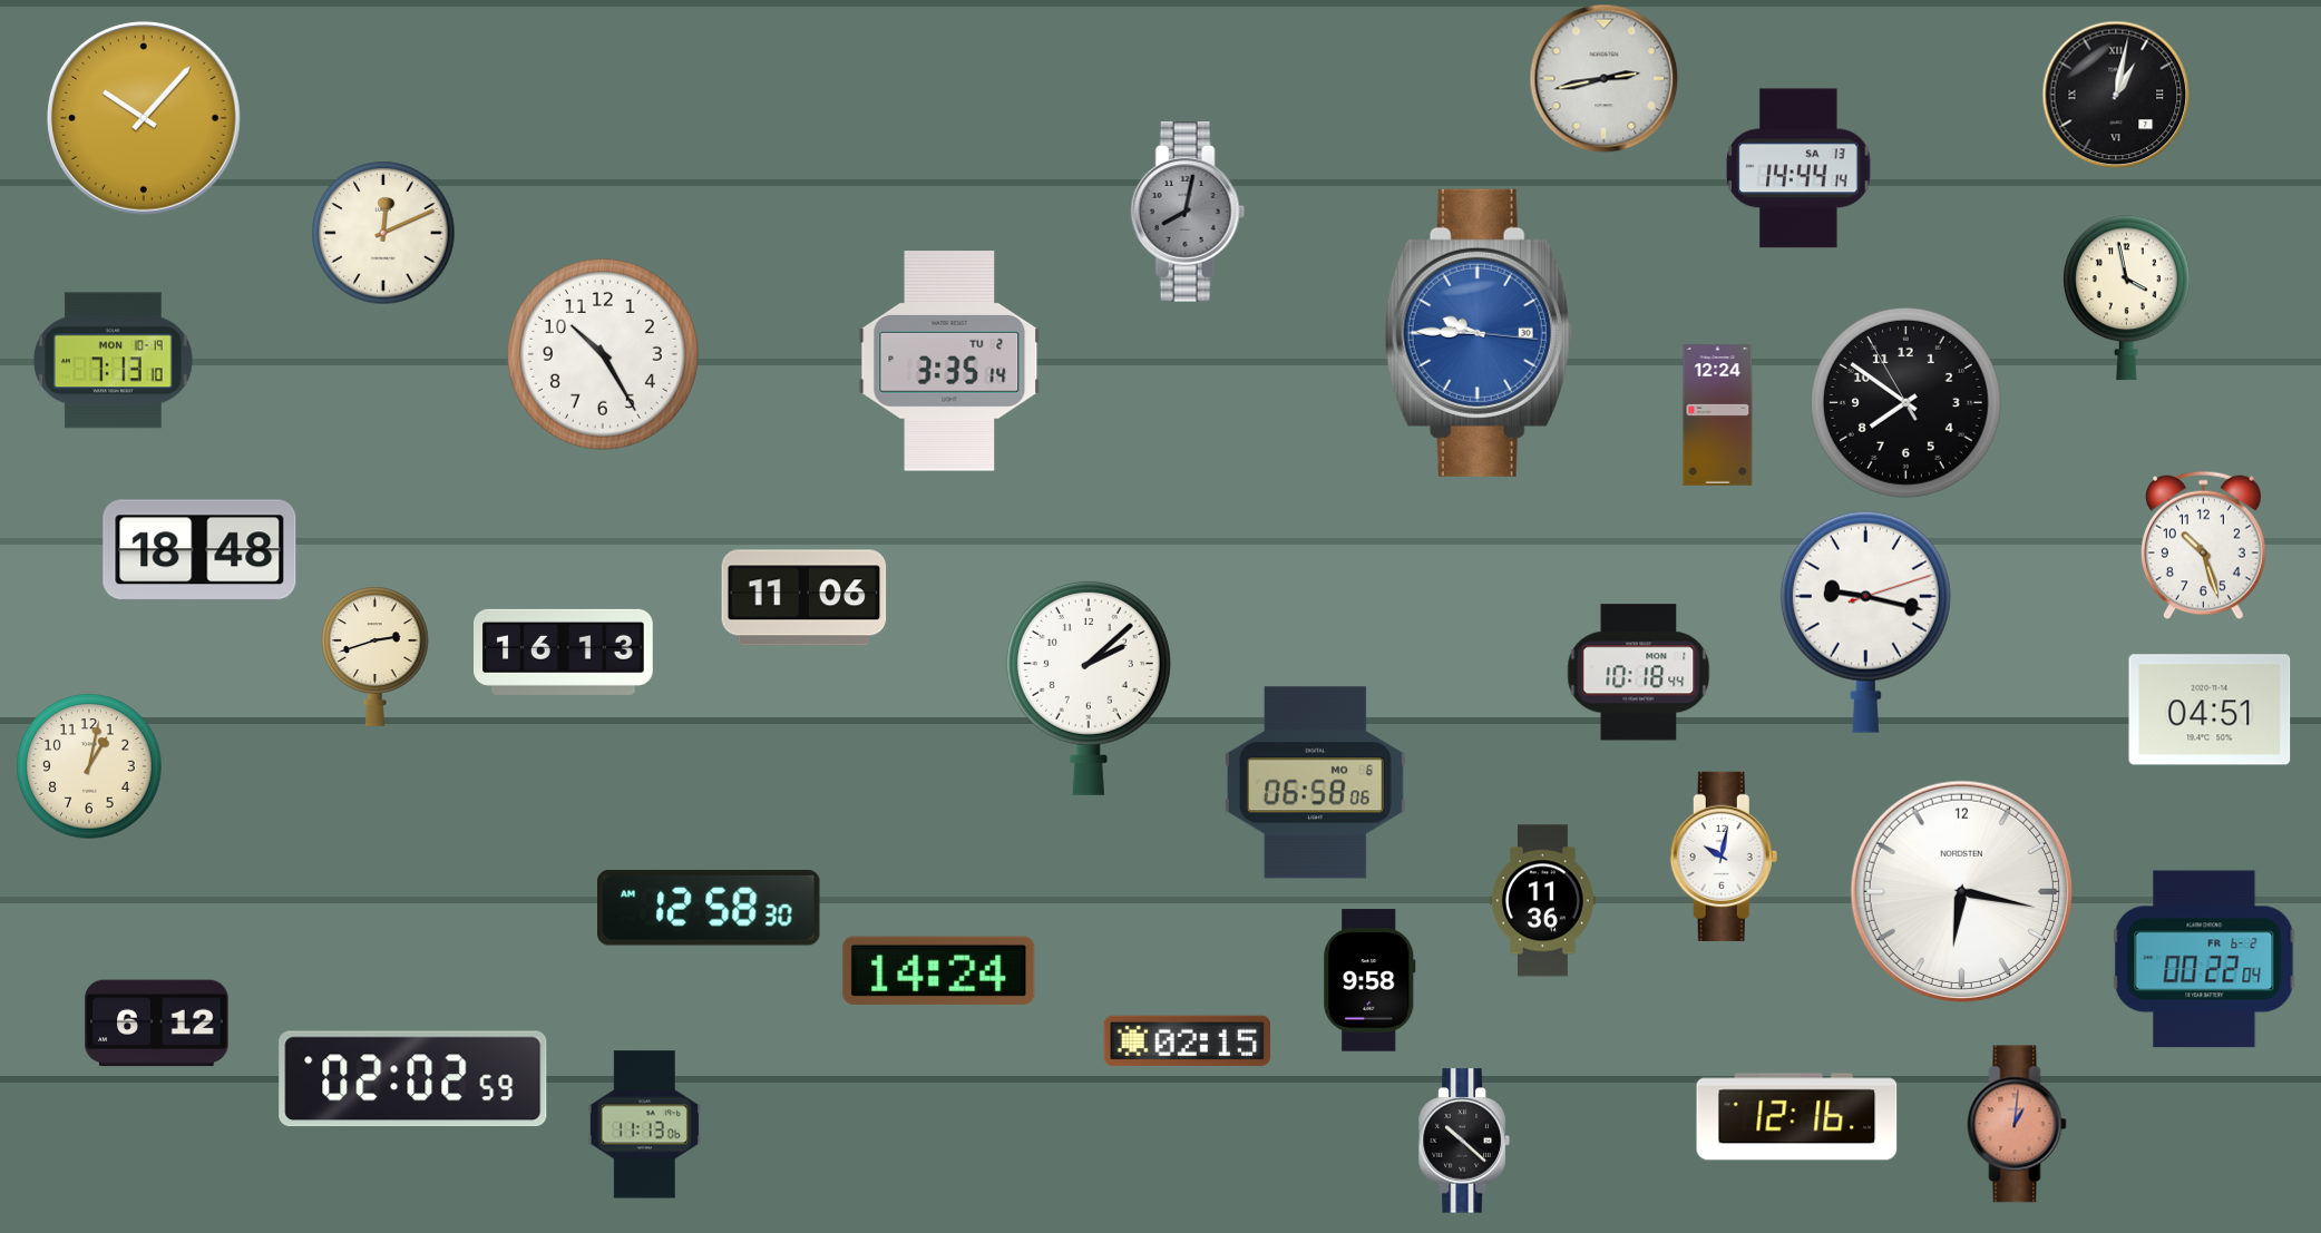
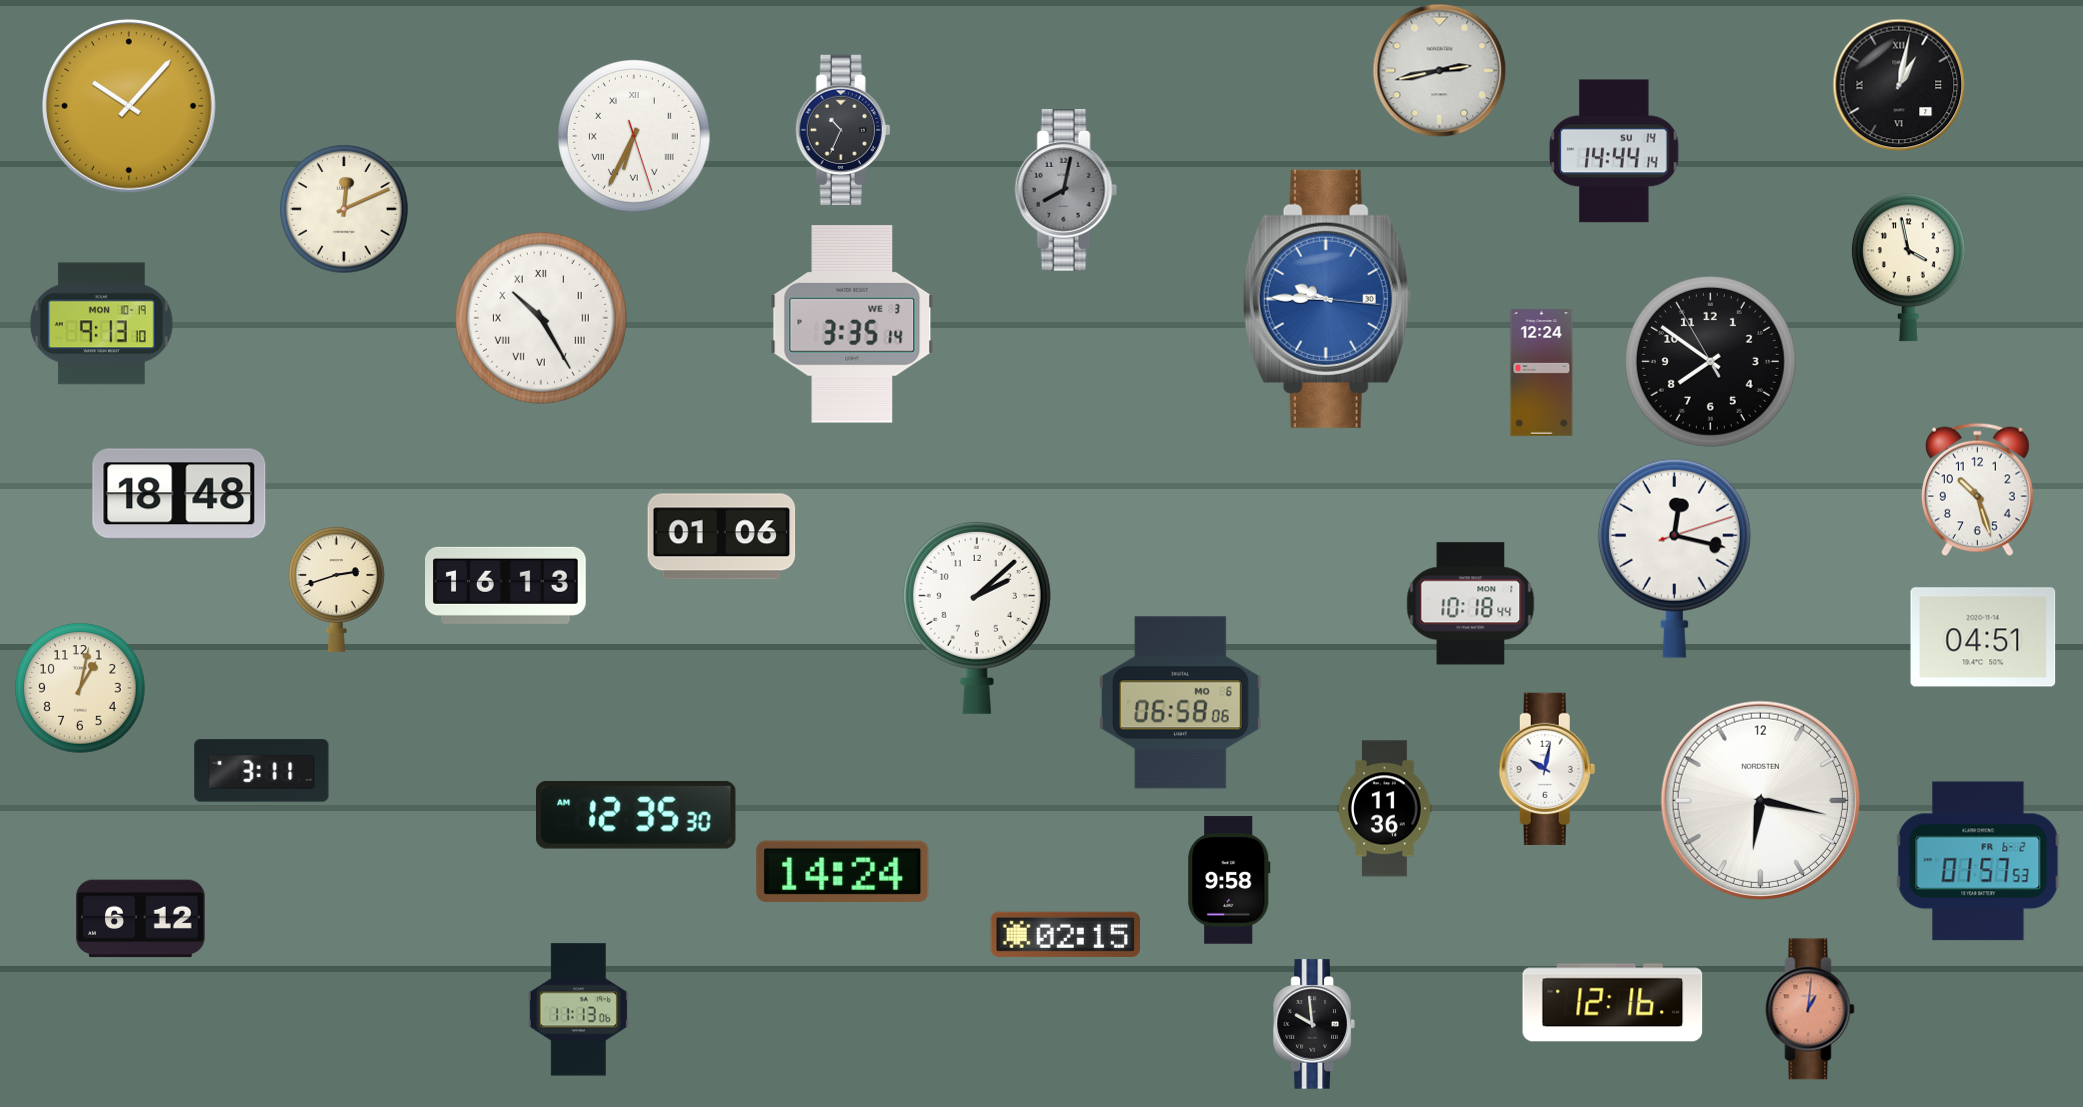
clock at (843, 129): none -> 10:34
clock at (635, 137): none -> 6:34
clock at (1798, 168) date: SA 13 -> SU 14
clock at (603, 354) numerals: Arabic -> Roman
clock at (113, 361): 7:13 -> 9:13
clock at (949, 361) date: TU 2 -> WE 3
clock at (804, 598): 11:06 -> 01:06
clock at (1865, 622): 9:17 -> 12:17
clock at (262, 771): none -> 3:11
clock at (710, 908): 12:58 -> 12:35
clock at (2204, 959): 00:22 -> 01:57
clock at (413, 1079): 02:02 -> none
clock at (1464, 1141): 10:22 -> 9:59
